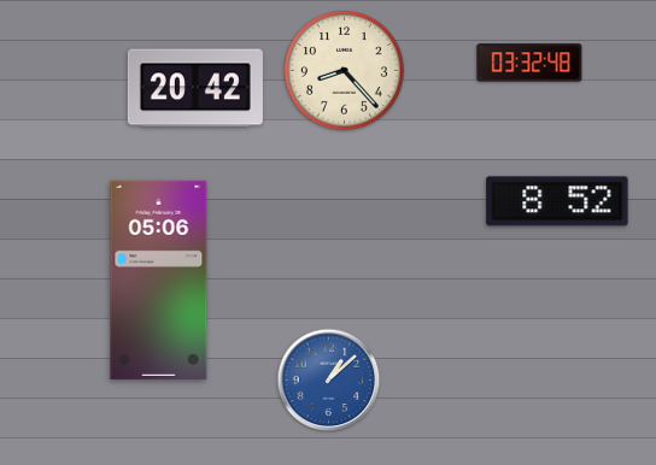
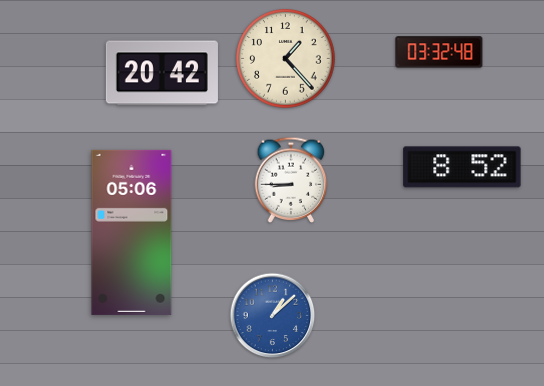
clock at (345, 71): 8:23 -> 1:23
clock at (291, 179): none -> 8:45
